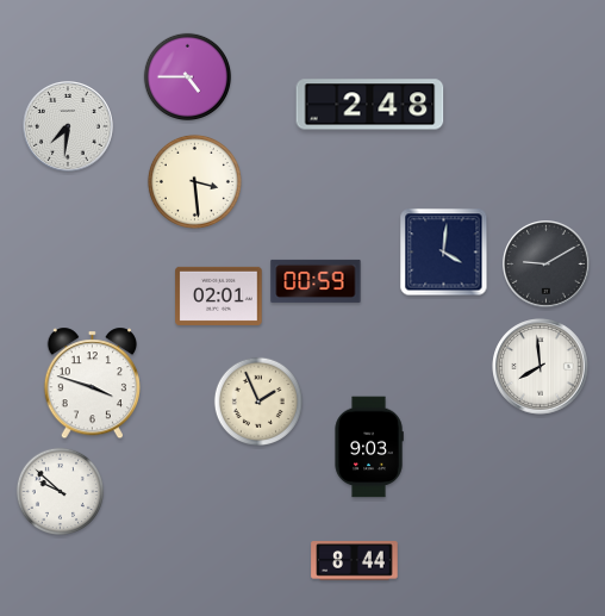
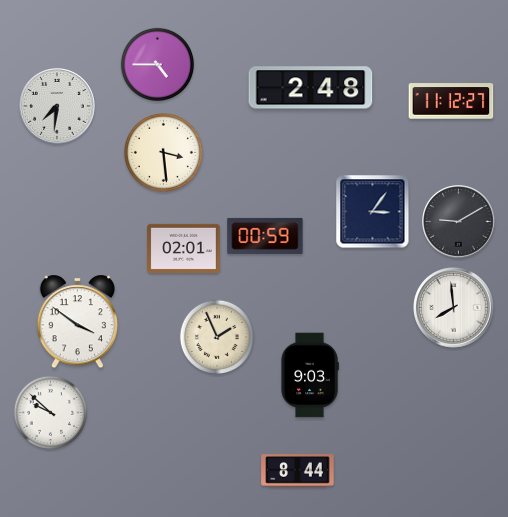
clock at (451, 101): none -> 11:12
clock at (444, 253): 4:01 -> 3:06
clock at (92, 384): 3:48 -> 3:51
